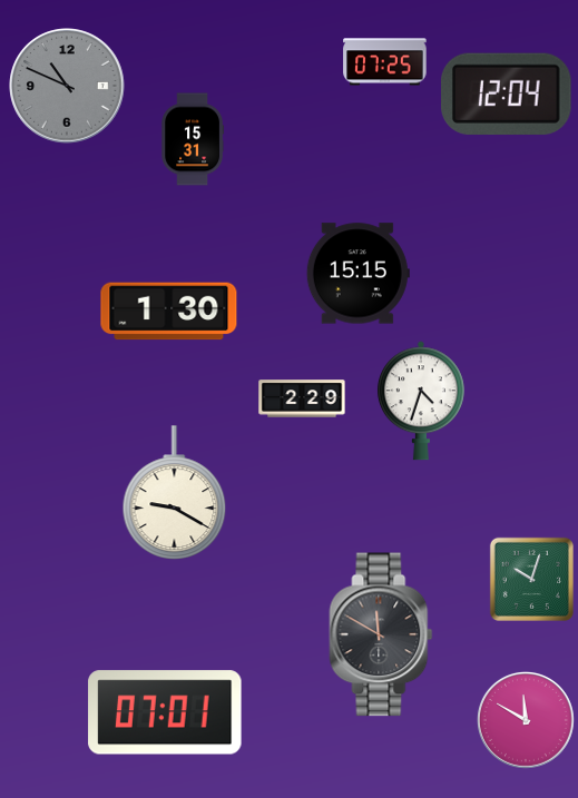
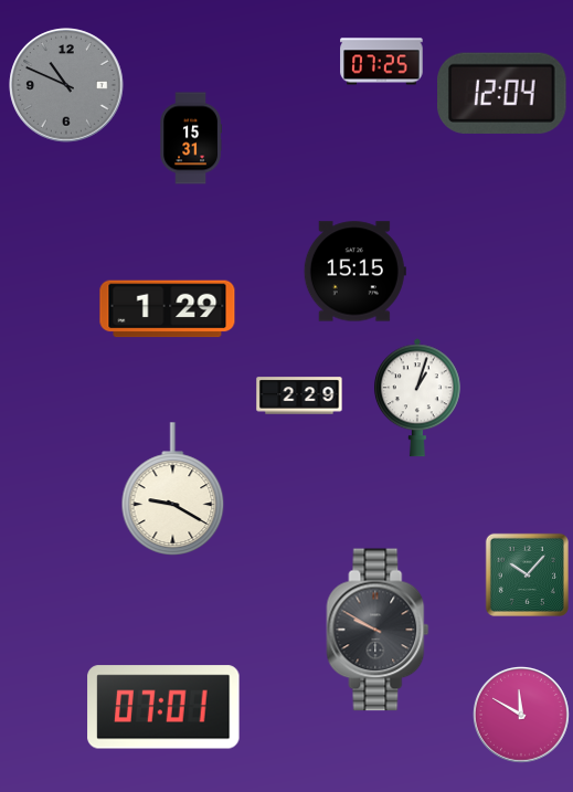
clock at (169, 312): 1:30 -> 1:29
clock at (421, 401): 4:33 -> 1:03
clock at (531, 579): 10:03 -> 10:07
clock at (381, 634): 11:50 -> 9:50
